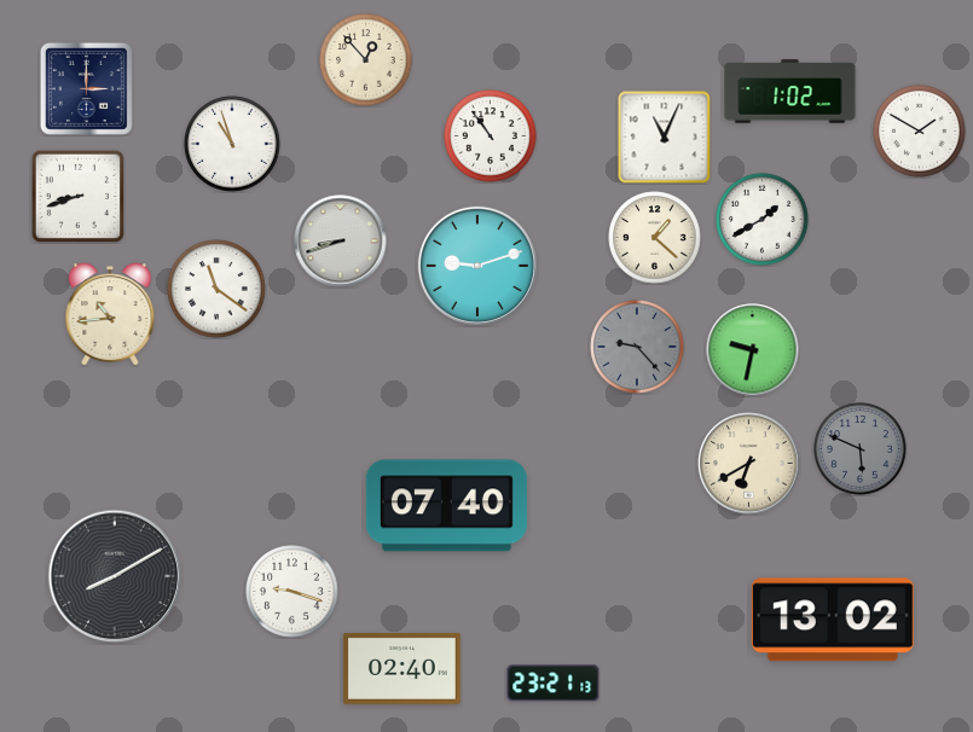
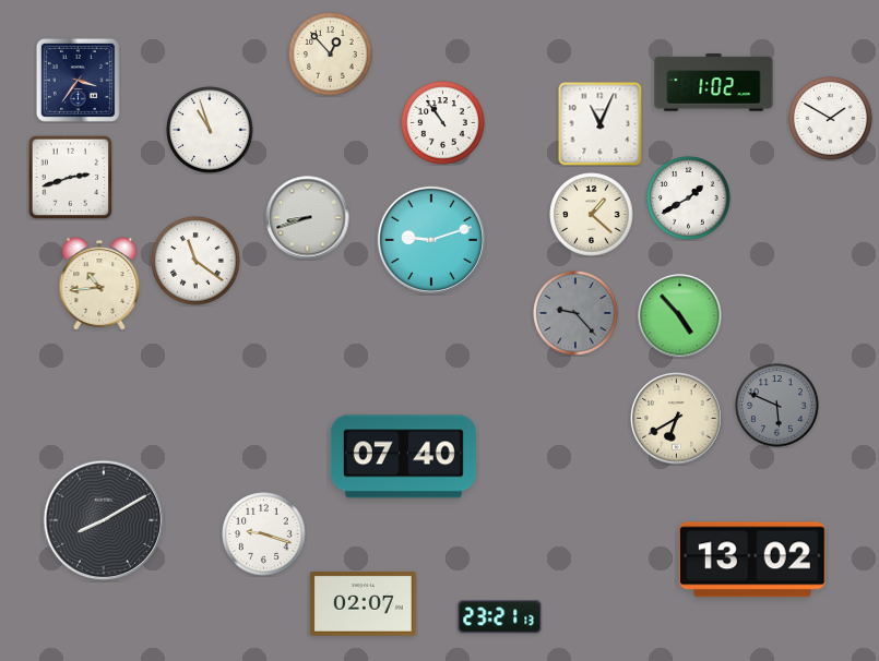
clock at (86, 88): 3:00 -> 3:36
clock at (77, 196): 8:42 -> 2:42
clock at (753, 350): 9:32 -> 4:53
clock at (401, 668): 02:40 -> 02:07
